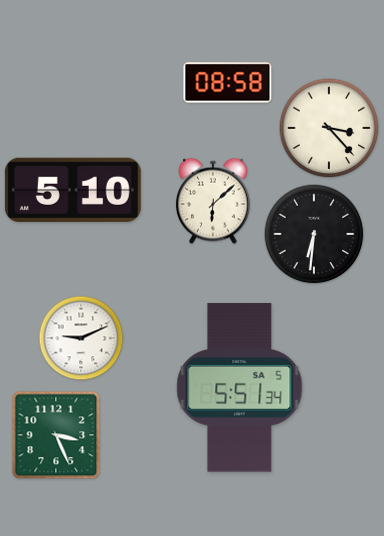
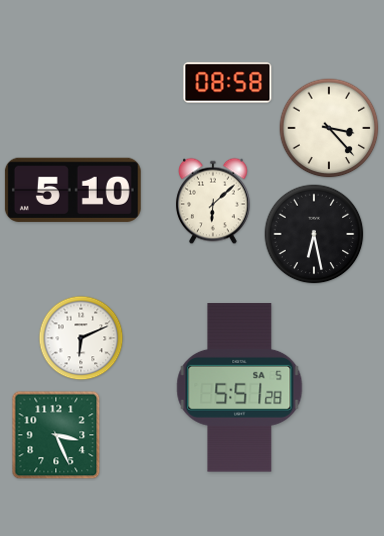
clock at (314, 234): 6:31 -> 6:28
clock at (81, 338): 9:11 -> 6:11
clock at (240, 388): 5:51:34 -> 5:51:28
